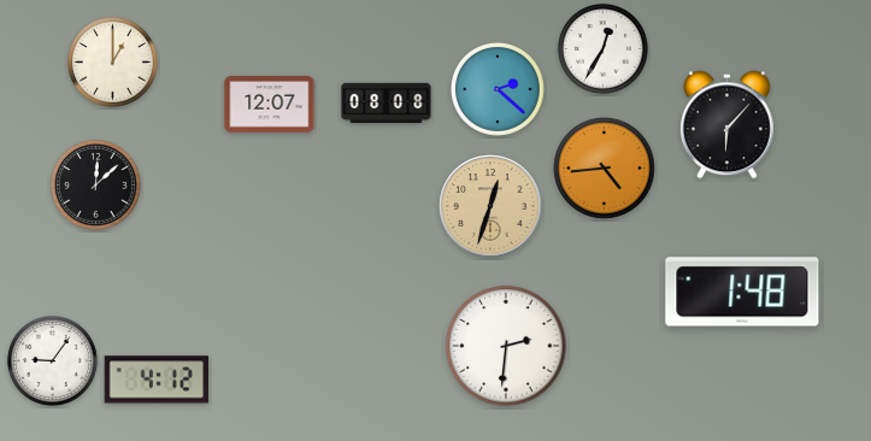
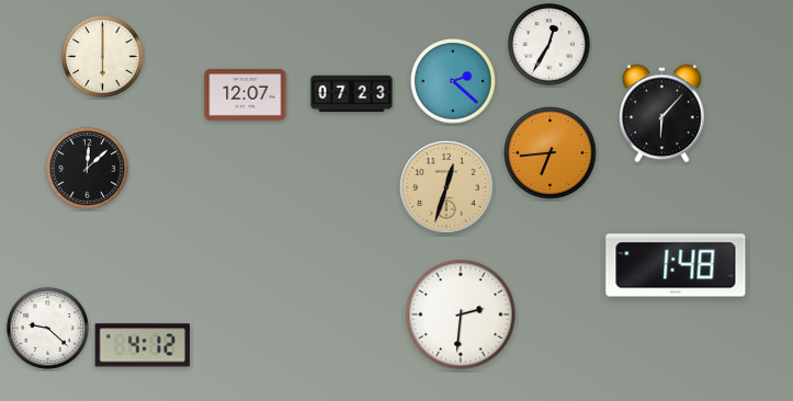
clock at (112, 61): 1:00 -> 6:00
clock at (387, 104): 08:08 -> 07:23
clock at (605, 169): 4:44 -> 6:44
clock at (52, 360): 9:06 -> 9:22
